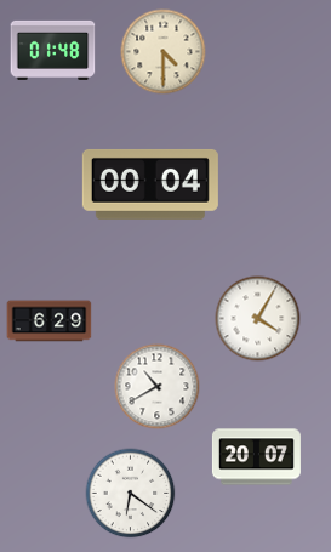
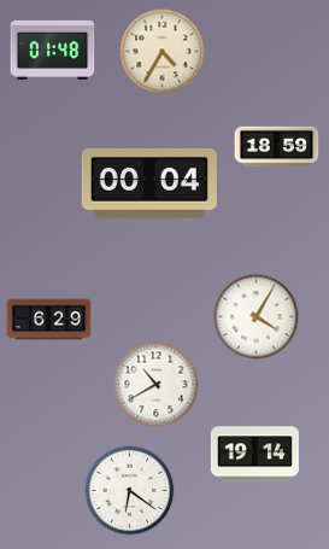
clock at (164, 52): 4:30 -> 4:35
clock at (277, 147): none -> 18:59
clock at (256, 457): 20:07 -> 19:14
